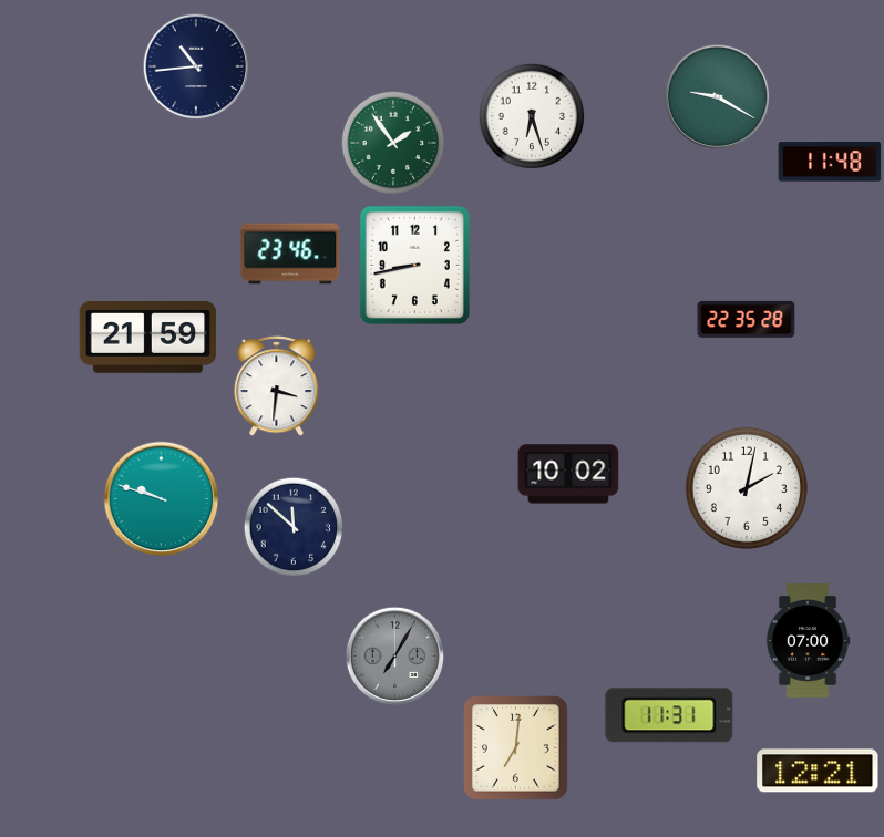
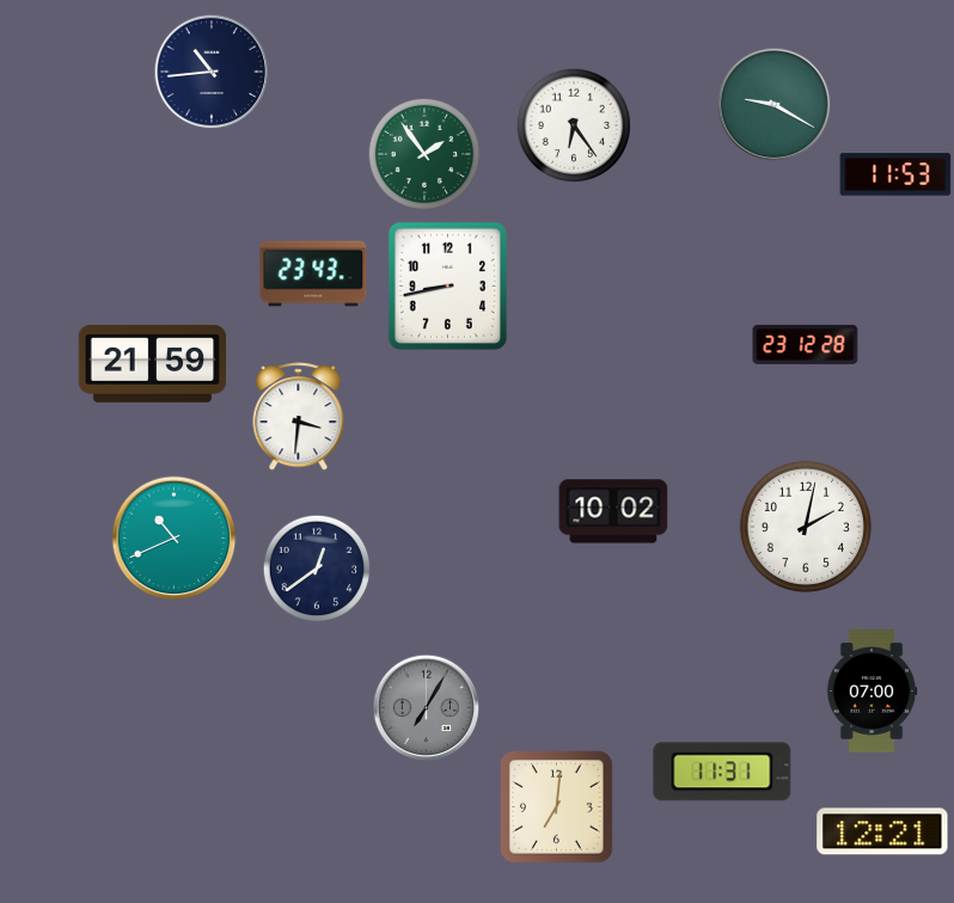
clock at (532, 116): 6:27 -> 6:24
clock at (830, 162): 11:48 -> 11:53
clock at (290, 254): 23:46 -> 23:43
clock at (747, 319): 22:35 -> 23:12
clock at (148, 337) position: (148, 337) -> (153, 363)
clock at (162, 499): 9:48 -> 10:41
clock at (294, 527): 11:52 -> 12:39
